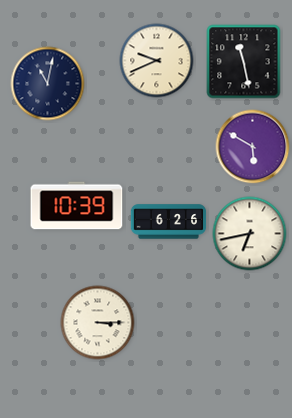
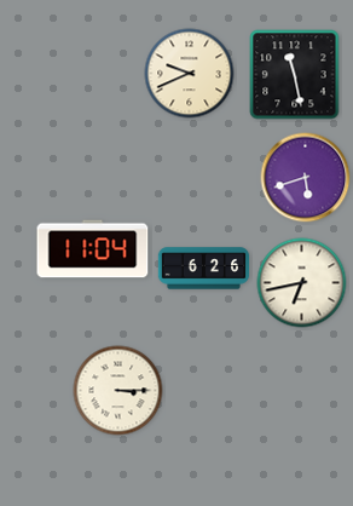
clock at (48, 84): 11:02 -> none
clock at (253, 147): 5:50 -> 5:42
clock at (77, 206): 10:39 -> 11:04
